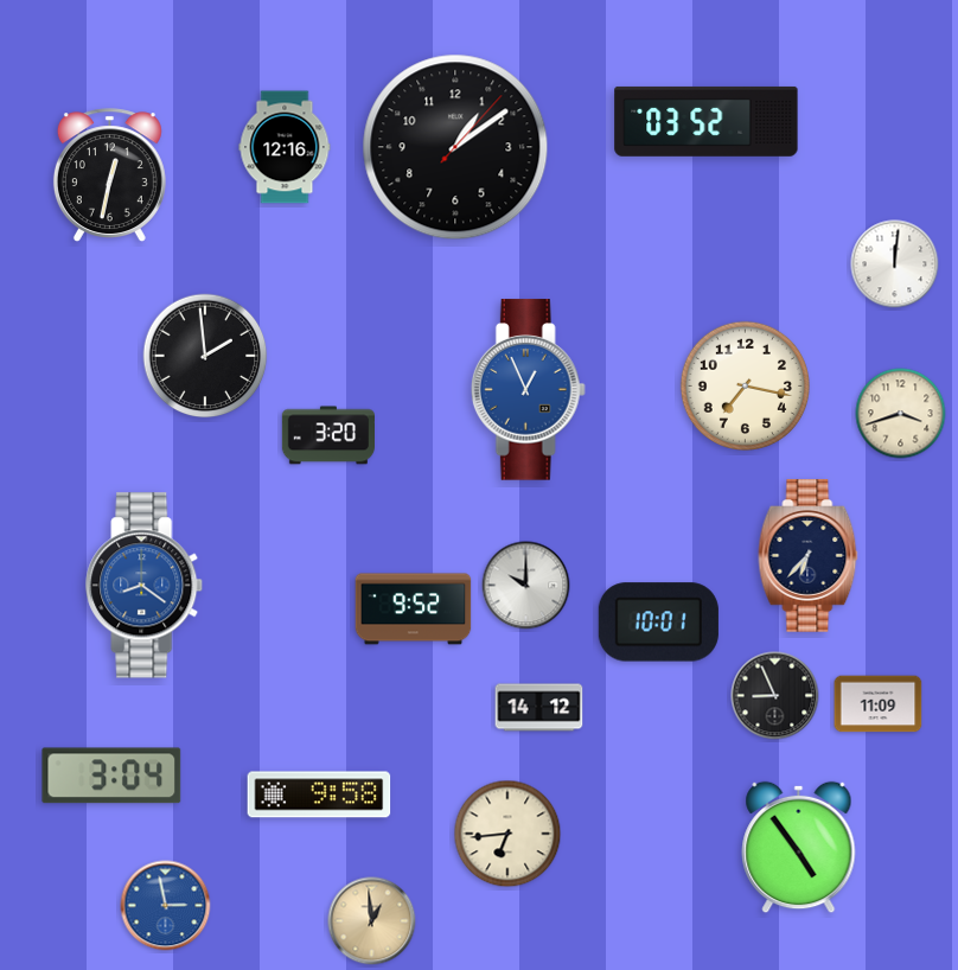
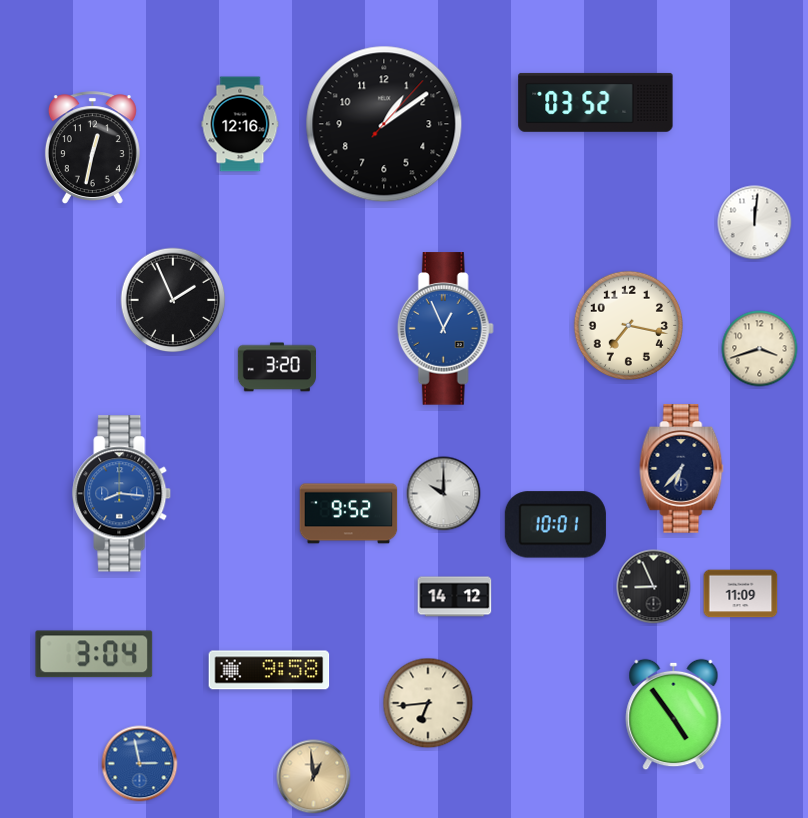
clock at (205, 356): 1:59 -> 1:56
clock at (145, 586): 8:21 -> 8:16
